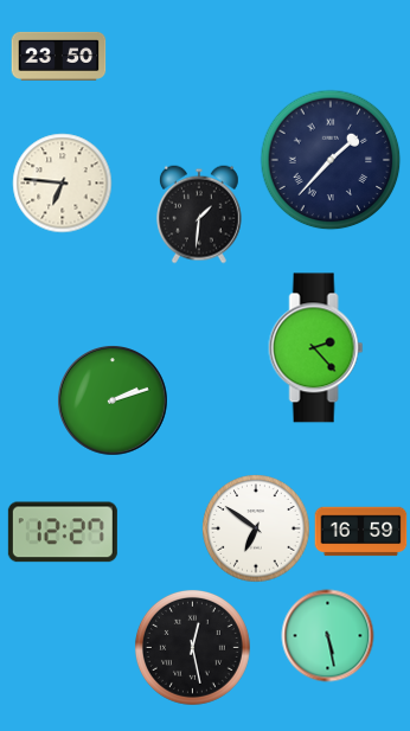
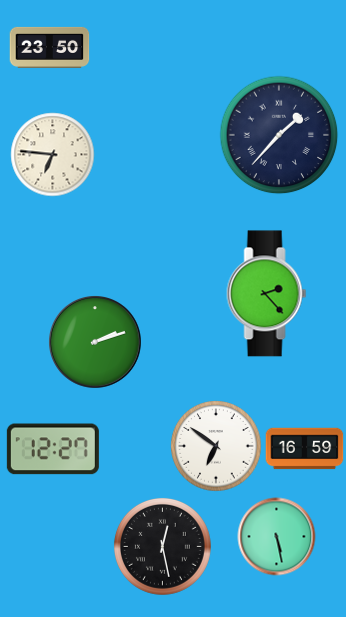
clock at (199, 214): 1:31 -> none
clock at (113, 400) position: (113, 400) -> (95, 342)
